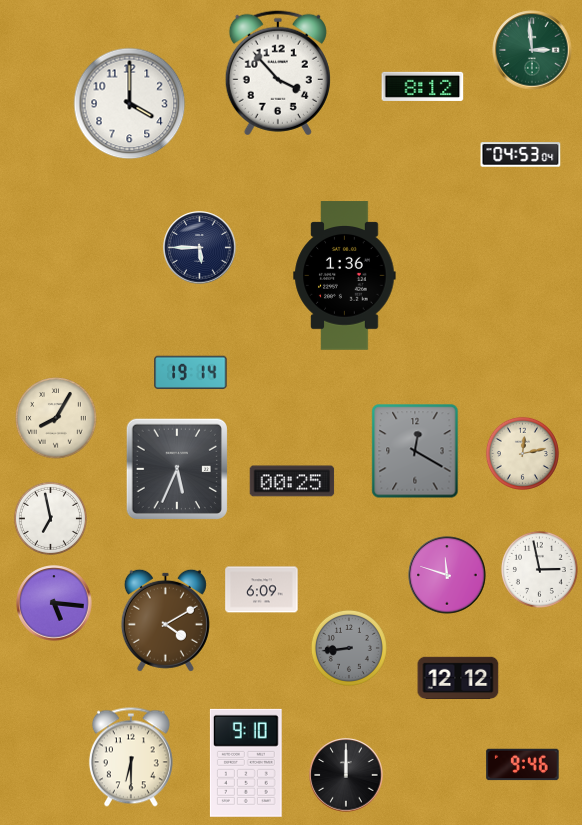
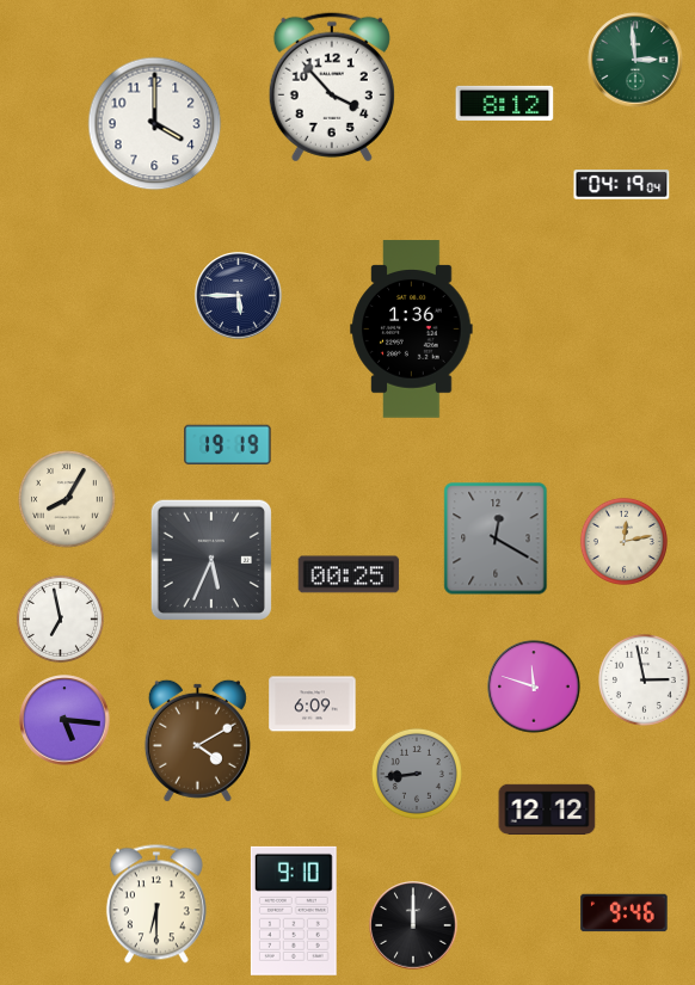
clock at (521, 155): 04:53 -> 04:19
clock at (191, 373): 19:14 -> 19:19
